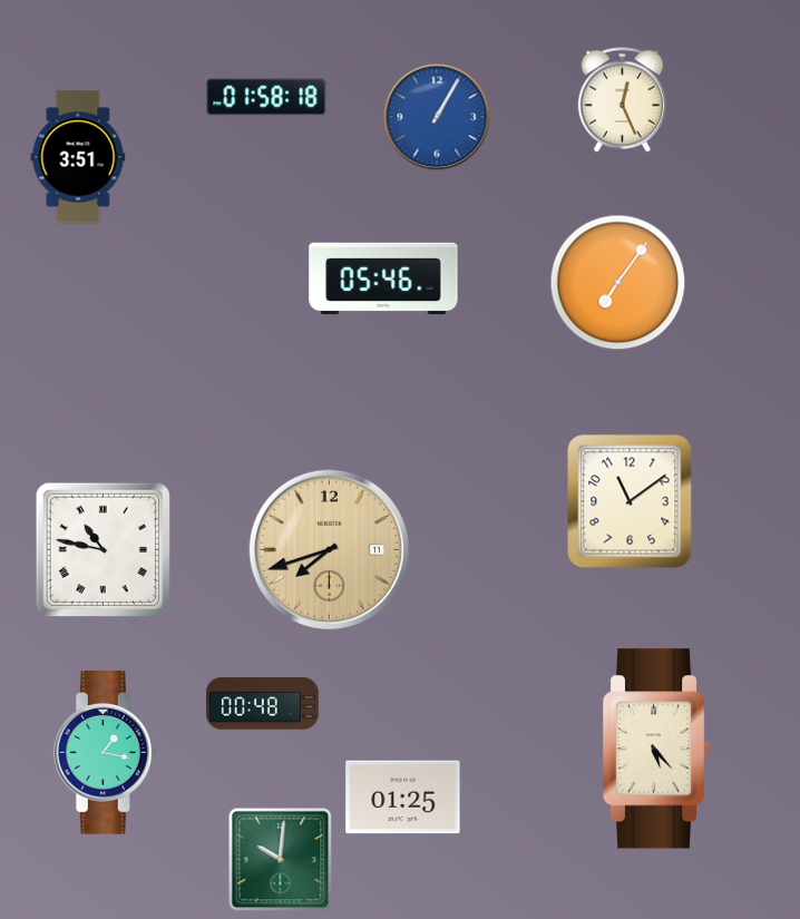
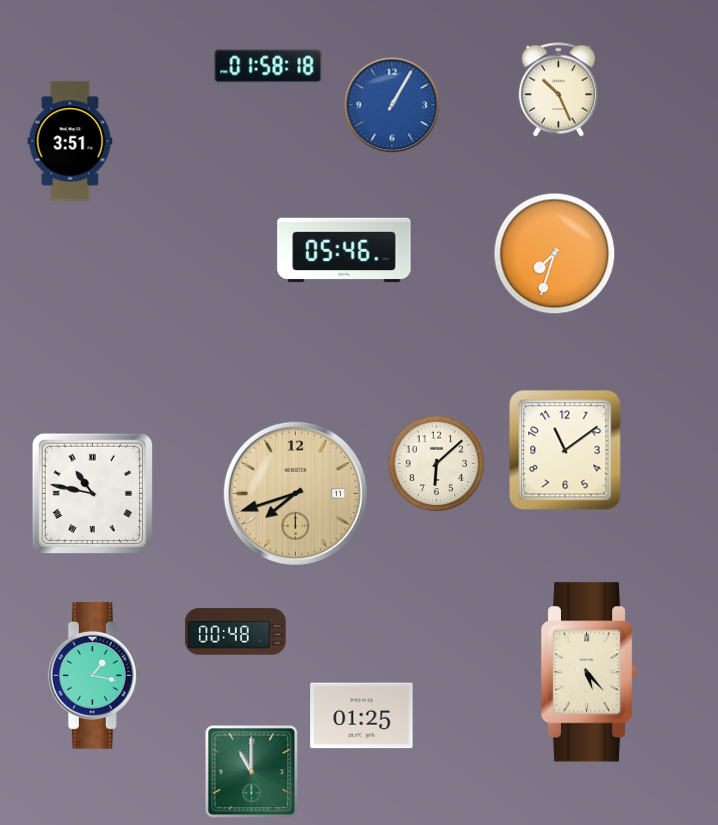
clock at (266, 97) position: (266, 97) -> (268, 66)
clock at (622, 100): 12:26 -> 10:26
clock at (618, 283): 7:06 -> 7:33
clock at (437, 464): none -> 6:08
clock at (281, 860): 10:01 -> 11:00
